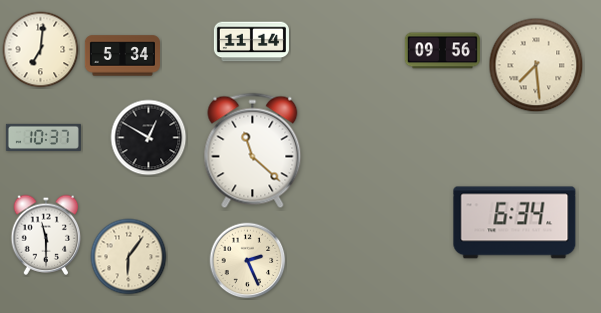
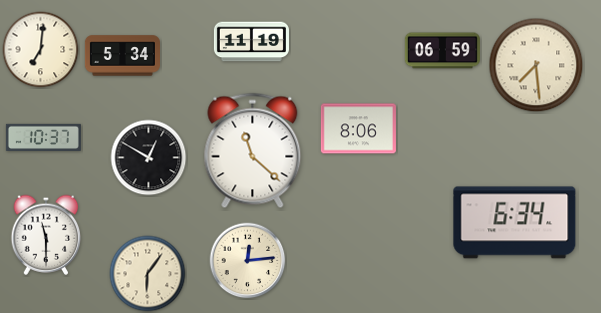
clock at (251, 42): 11:14 -> 11:19
clock at (442, 51): 09:56 -> 06:59
clock at (358, 129): none -> 8:06
clock at (149, 138) position: (149, 138) -> (149, 158)
clock at (129, 257) position: (129, 257) -> (148, 274)
clock at (248, 261): 2:26 -> 12:14
